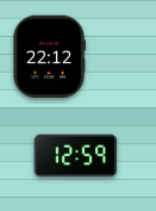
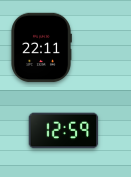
clock at (49, 57): 22:12 -> 22:11
